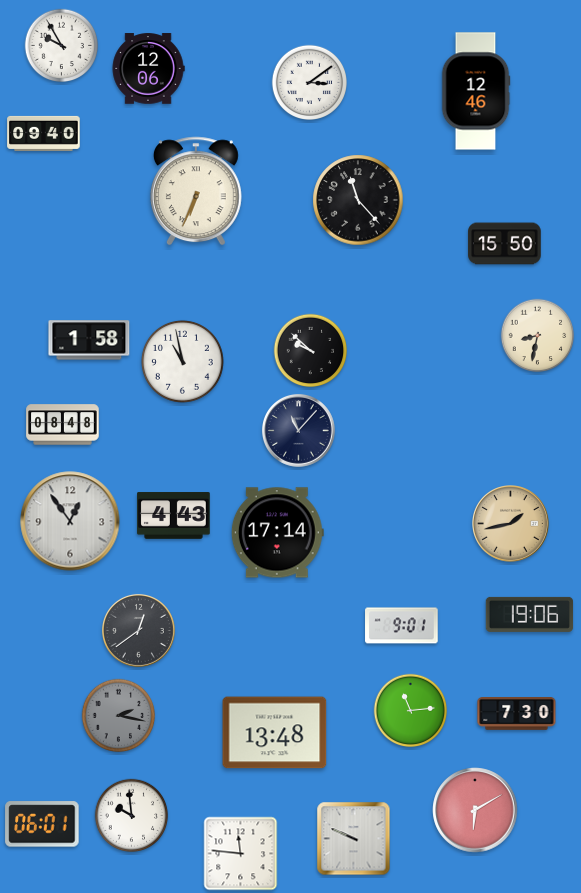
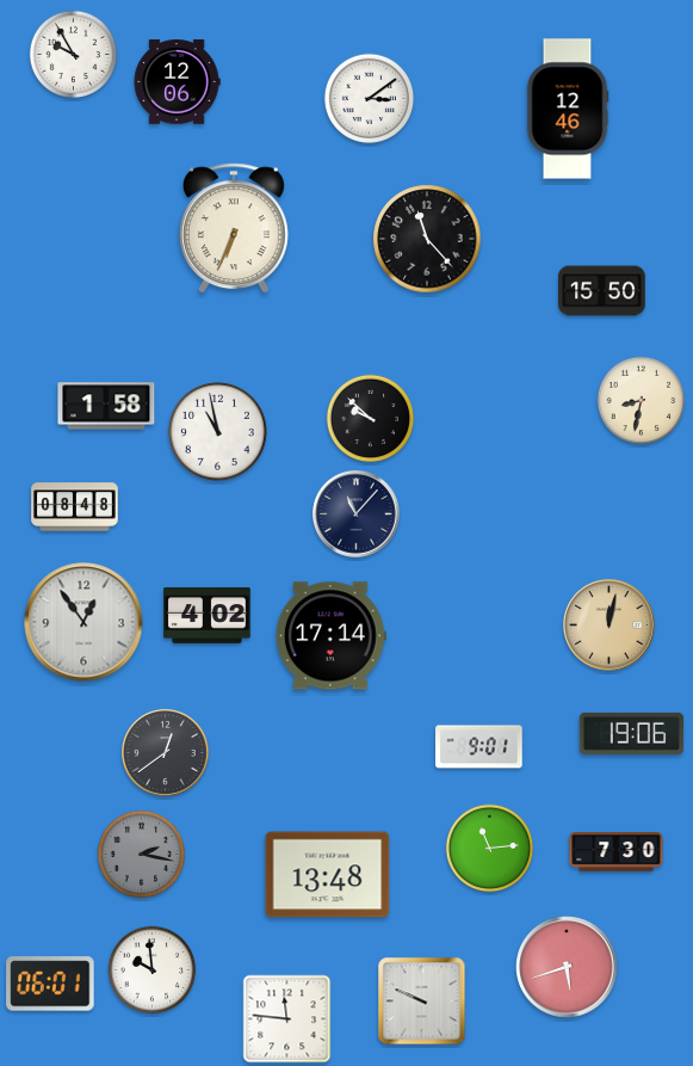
clock at (44, 133): 09:40 -> none
clock at (174, 516): 4:43 -> 4:02
clock at (511, 524): 1:43 -> 12:02
clock at (475, 810): 6:10 -> 5:42
clock at (132, 816) position: (132, 816) -> (153, 971)
